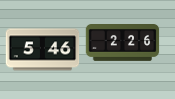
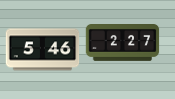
clock at (123, 43): 2:26 -> 2:27
